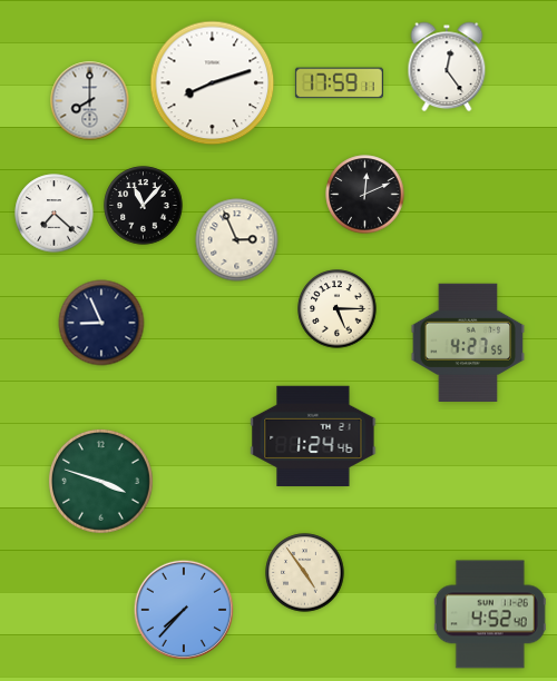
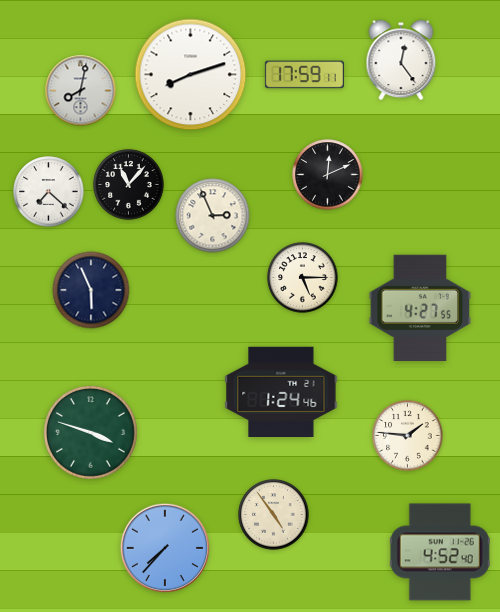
clock at (90, 101): 8:00 -> 8:02
clock at (101, 323): 8:56 -> 5:56
clock at (408, 436): none -> 1:46
